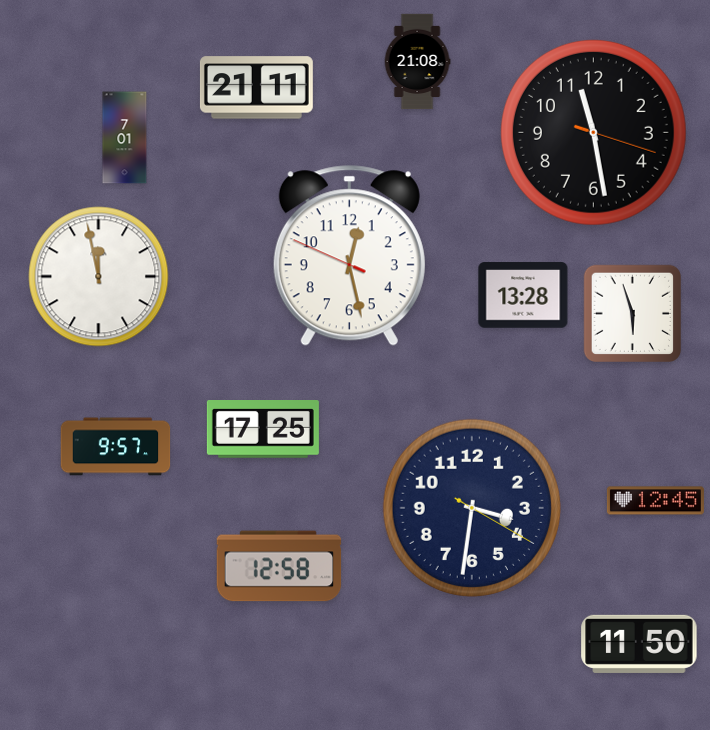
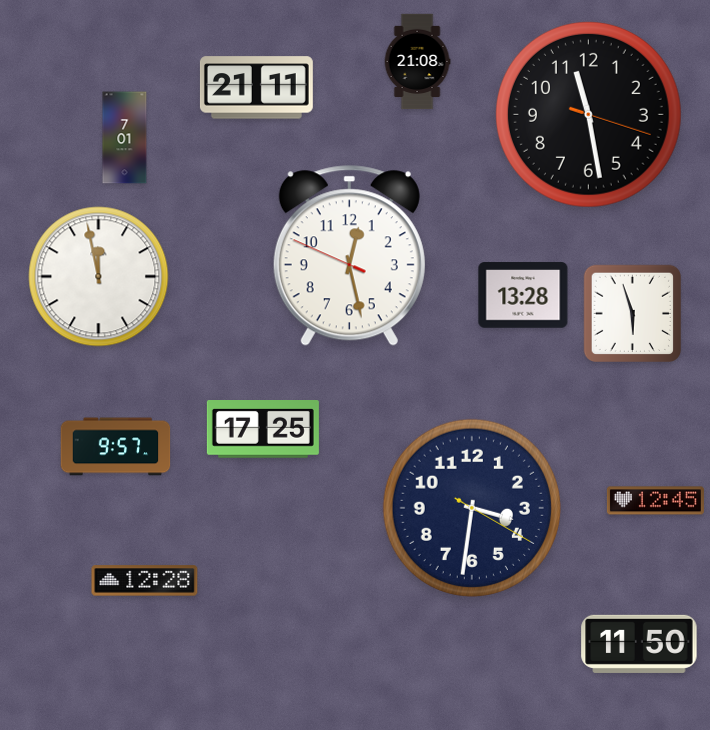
clock at (593, 132) position: (593, 132) -> (588, 114)
clock at (279, 566): 12:58 -> none
clock at (145, 581): none -> 12:28
